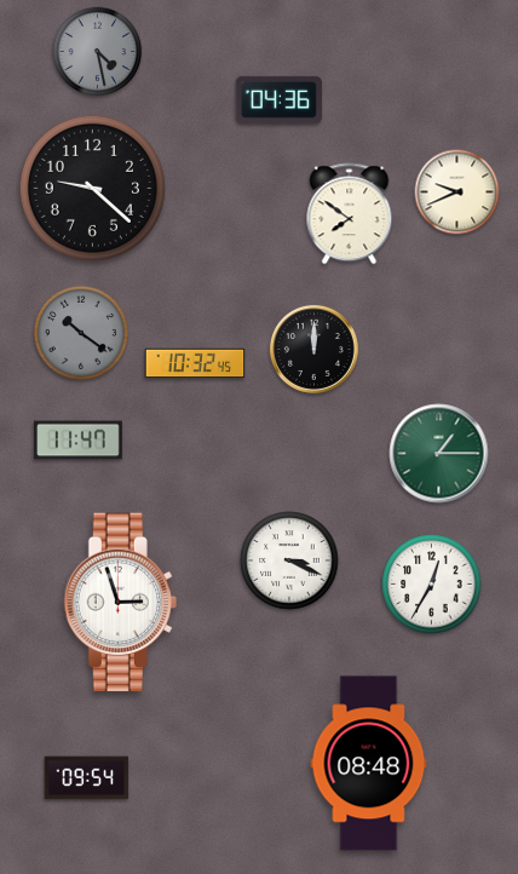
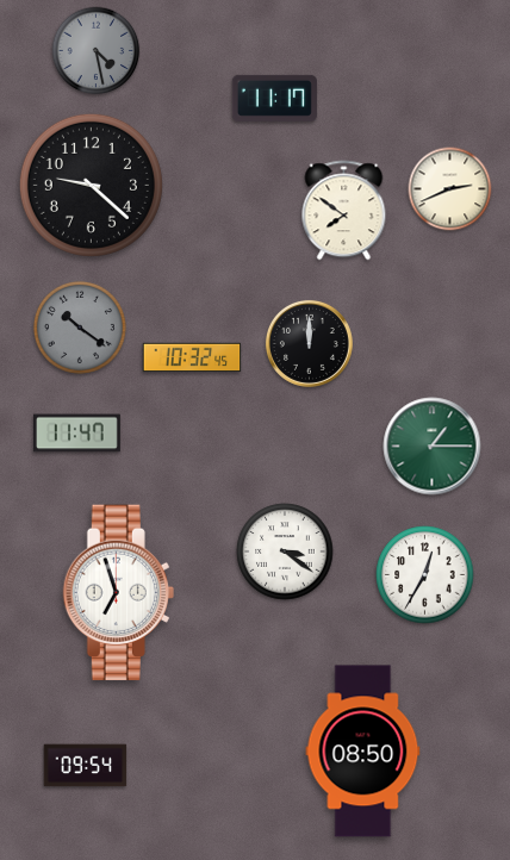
clock at (278, 99): 04:36 -> 11:17
clock at (457, 192): 9:41 -> 2:41
clock at (289, 560): 3:19 -> 3:21
clock at (120, 603): 2:57 -> 6:57
clock at (369, 764): 08:48 -> 08:50
